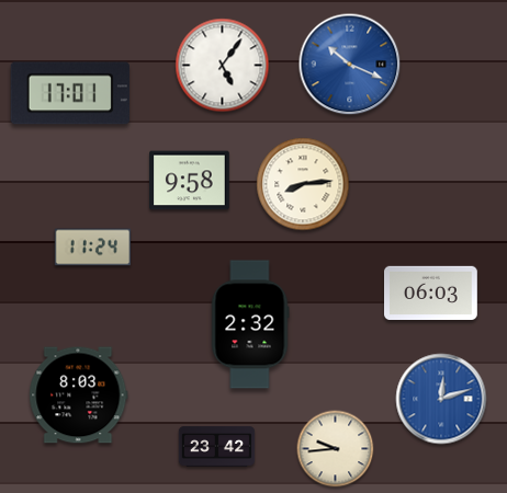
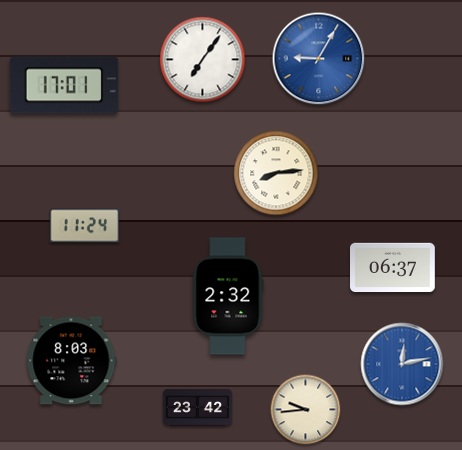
clock at (350, 65): 10:19 -> 9:05
clock at (223, 66): 5:06 -> 7:06
clock at (190, 181): 9:58 -> none
clock at (303, 184) position: (303, 184) -> (276, 173)
clock at (431, 293): 06:03 -> 06:37
clock at (441, 399): 12:12 -> 12:13
